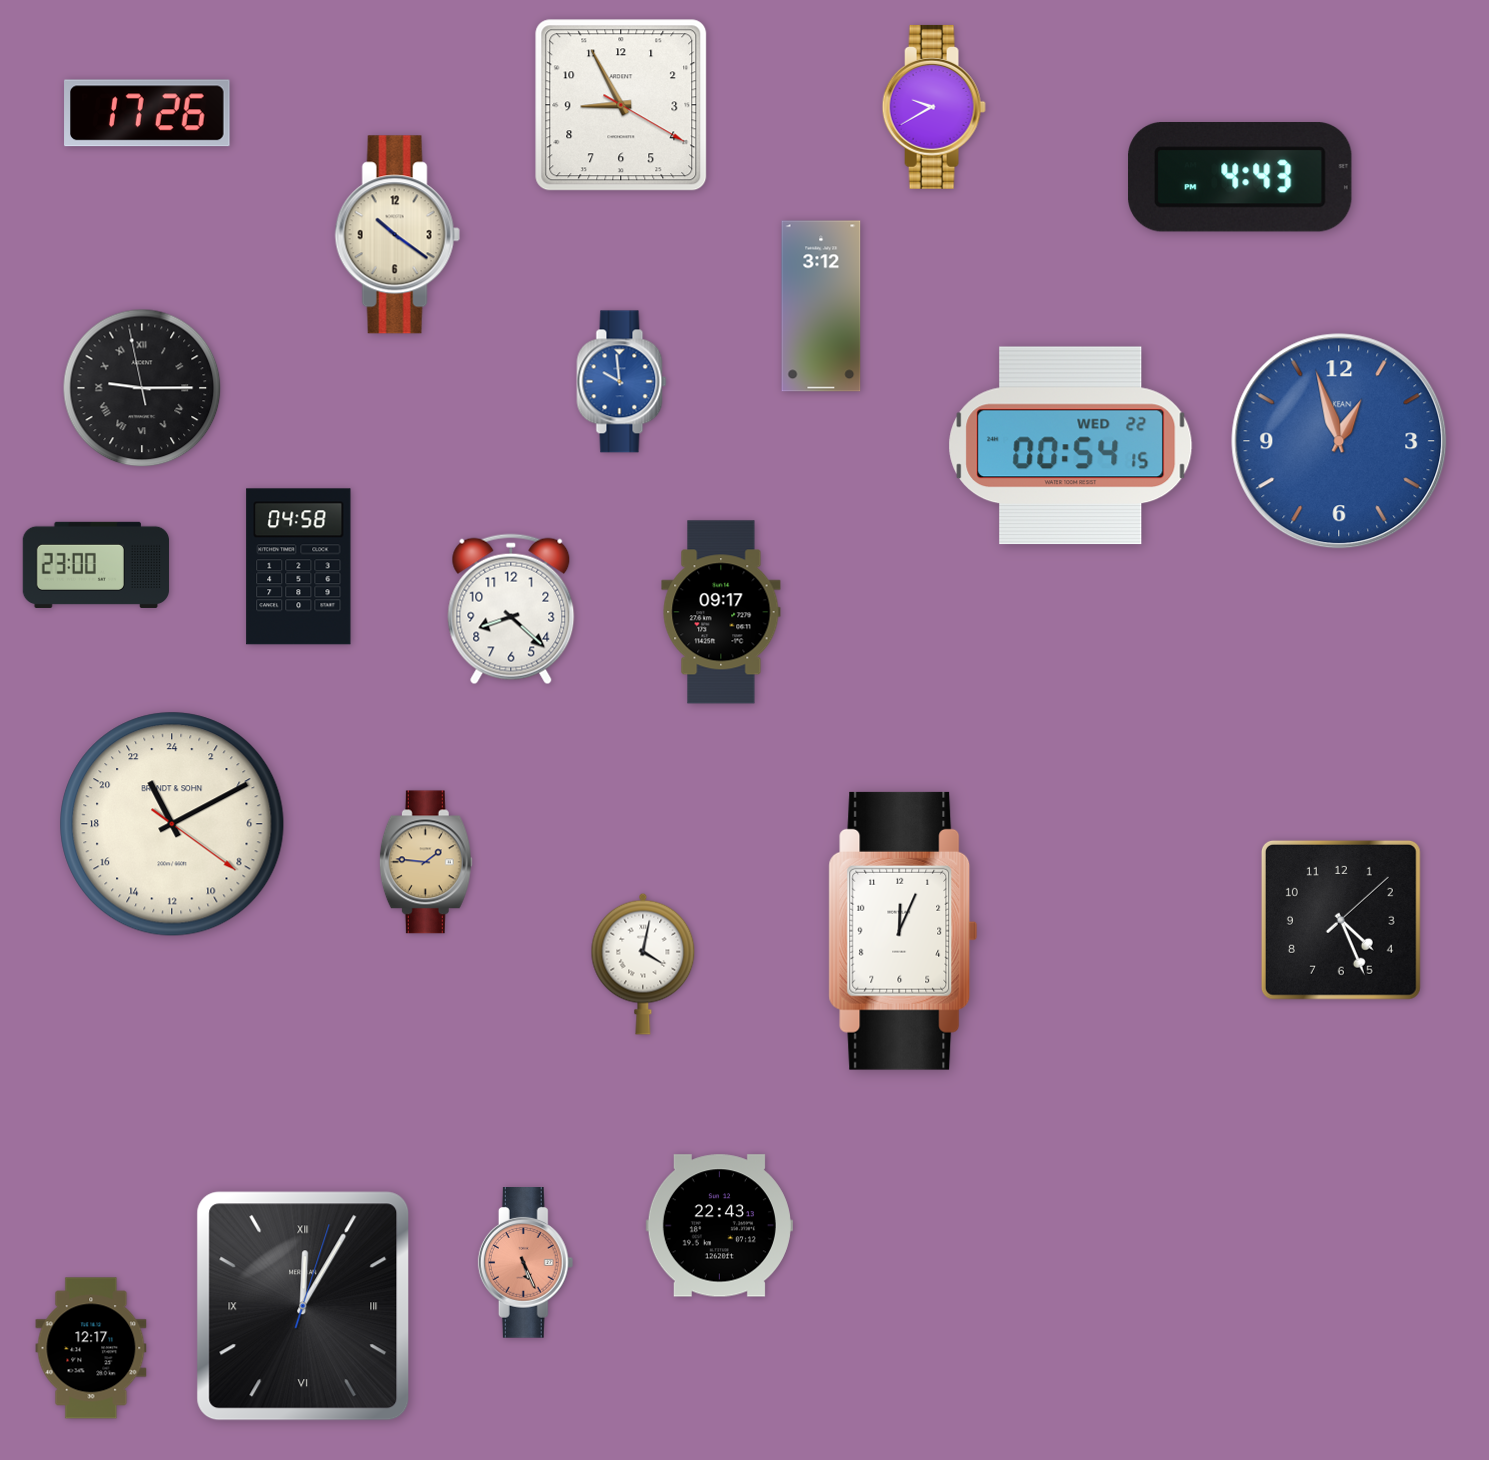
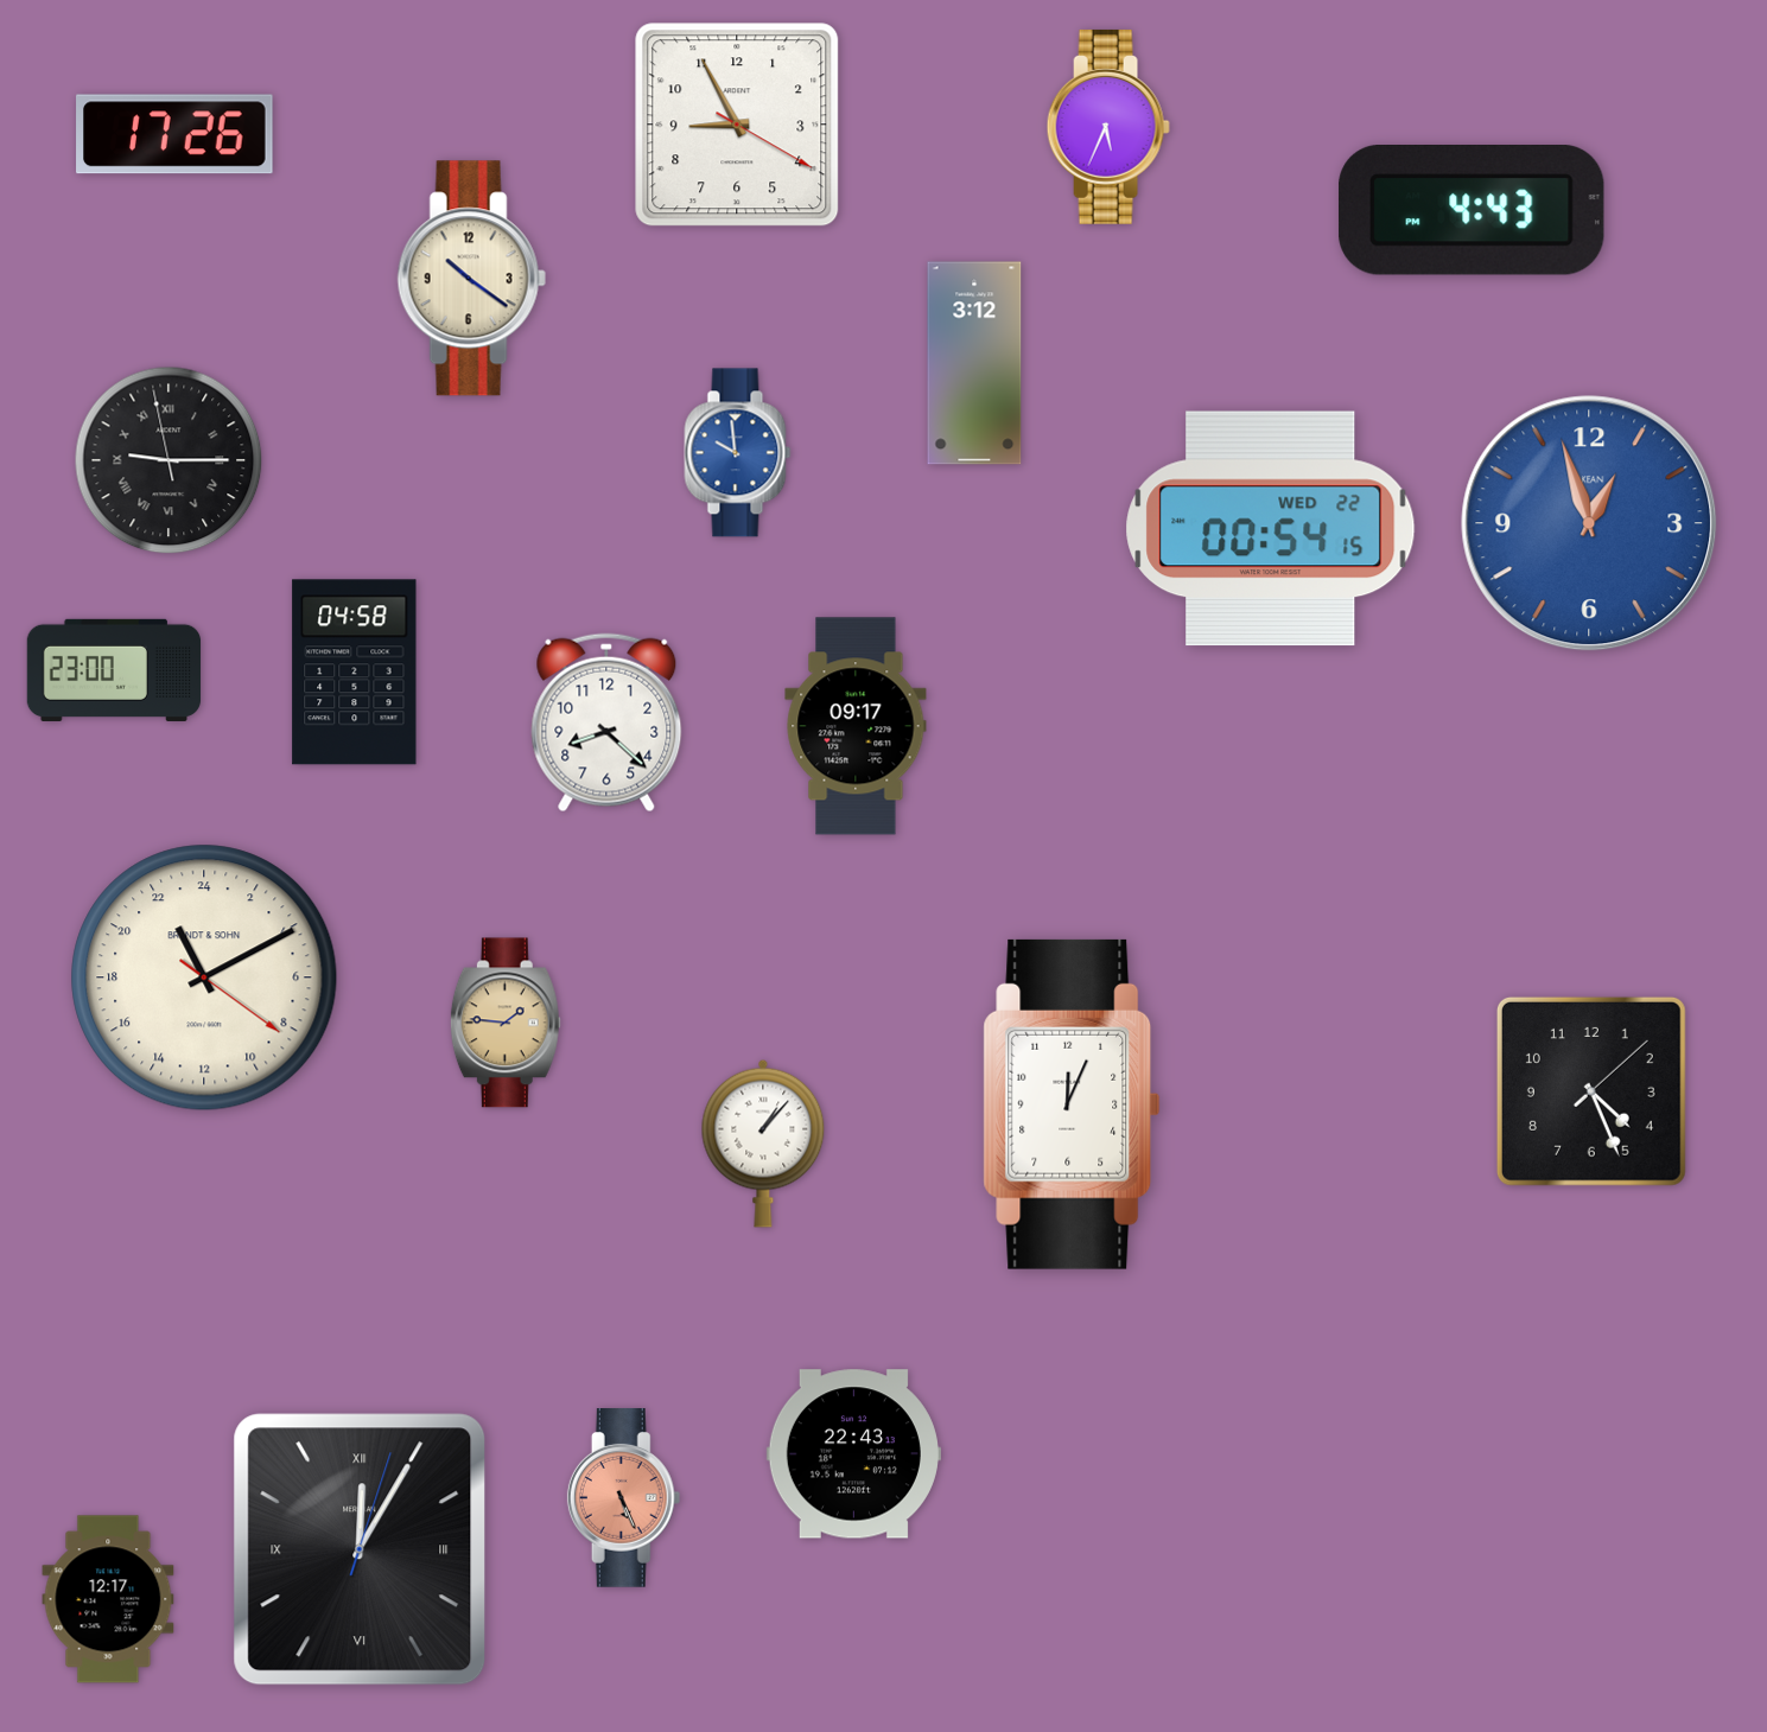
clock at (934, 107): 9:40 -> 5:34
clock at (643, 964): 4:02 -> 1:07
